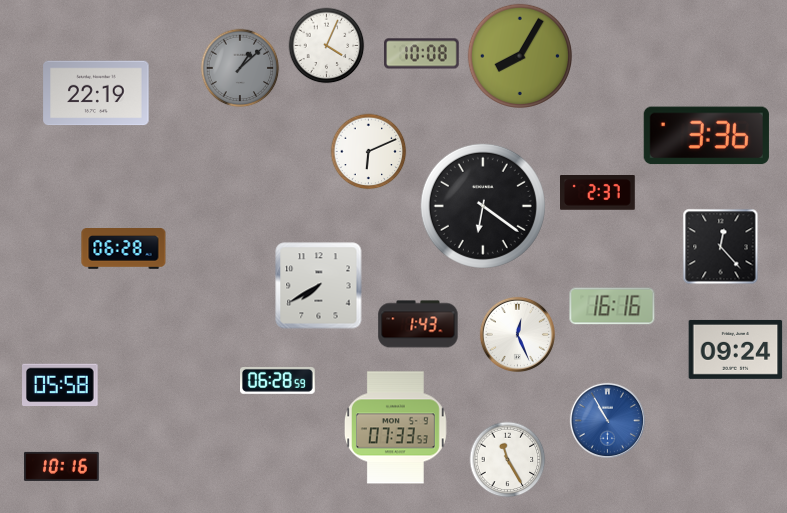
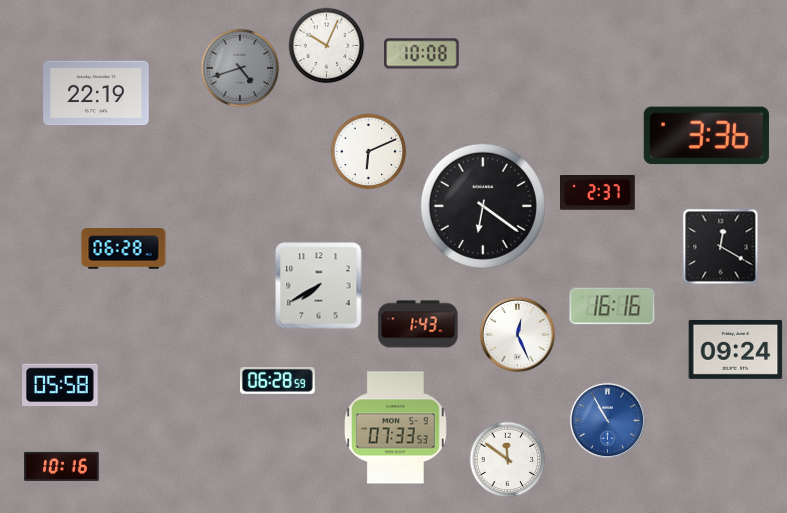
clock at (327, 46): 4:04 -> 10:04
clock at (519, 55): 8:05 -> none
clock at (240, 68): 1:08 -> 4:42
clock at (721, 247): 12:23 -> 12:20
clock at (508, 460): 11:25 -> 11:51
